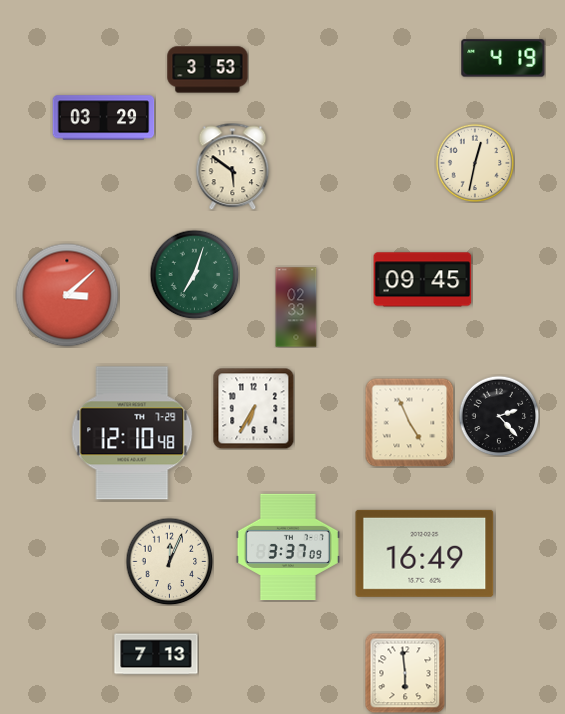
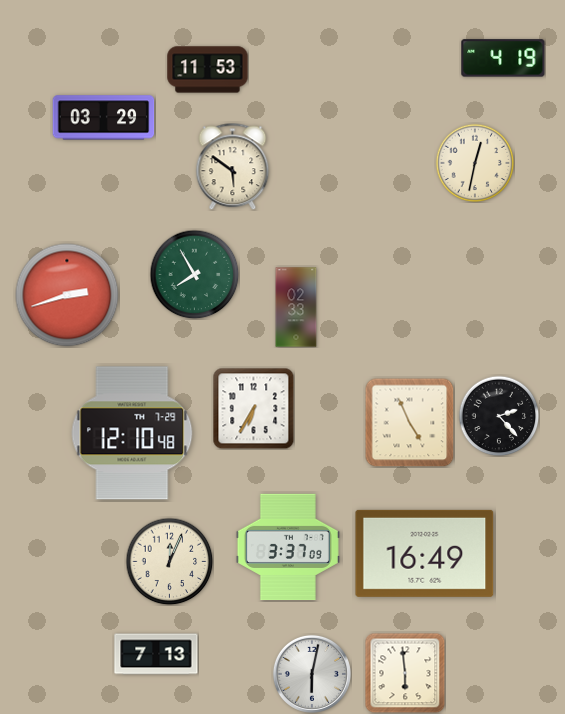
clock at (208, 70): 3:53 -> 11:53
clock at (194, 274): 7:03 -> 7:55
clock at (423, 280): 09:45 -> none
clock at (67, 295): 3:08 -> 2:42
clock at (312, 674): none -> 6:02
